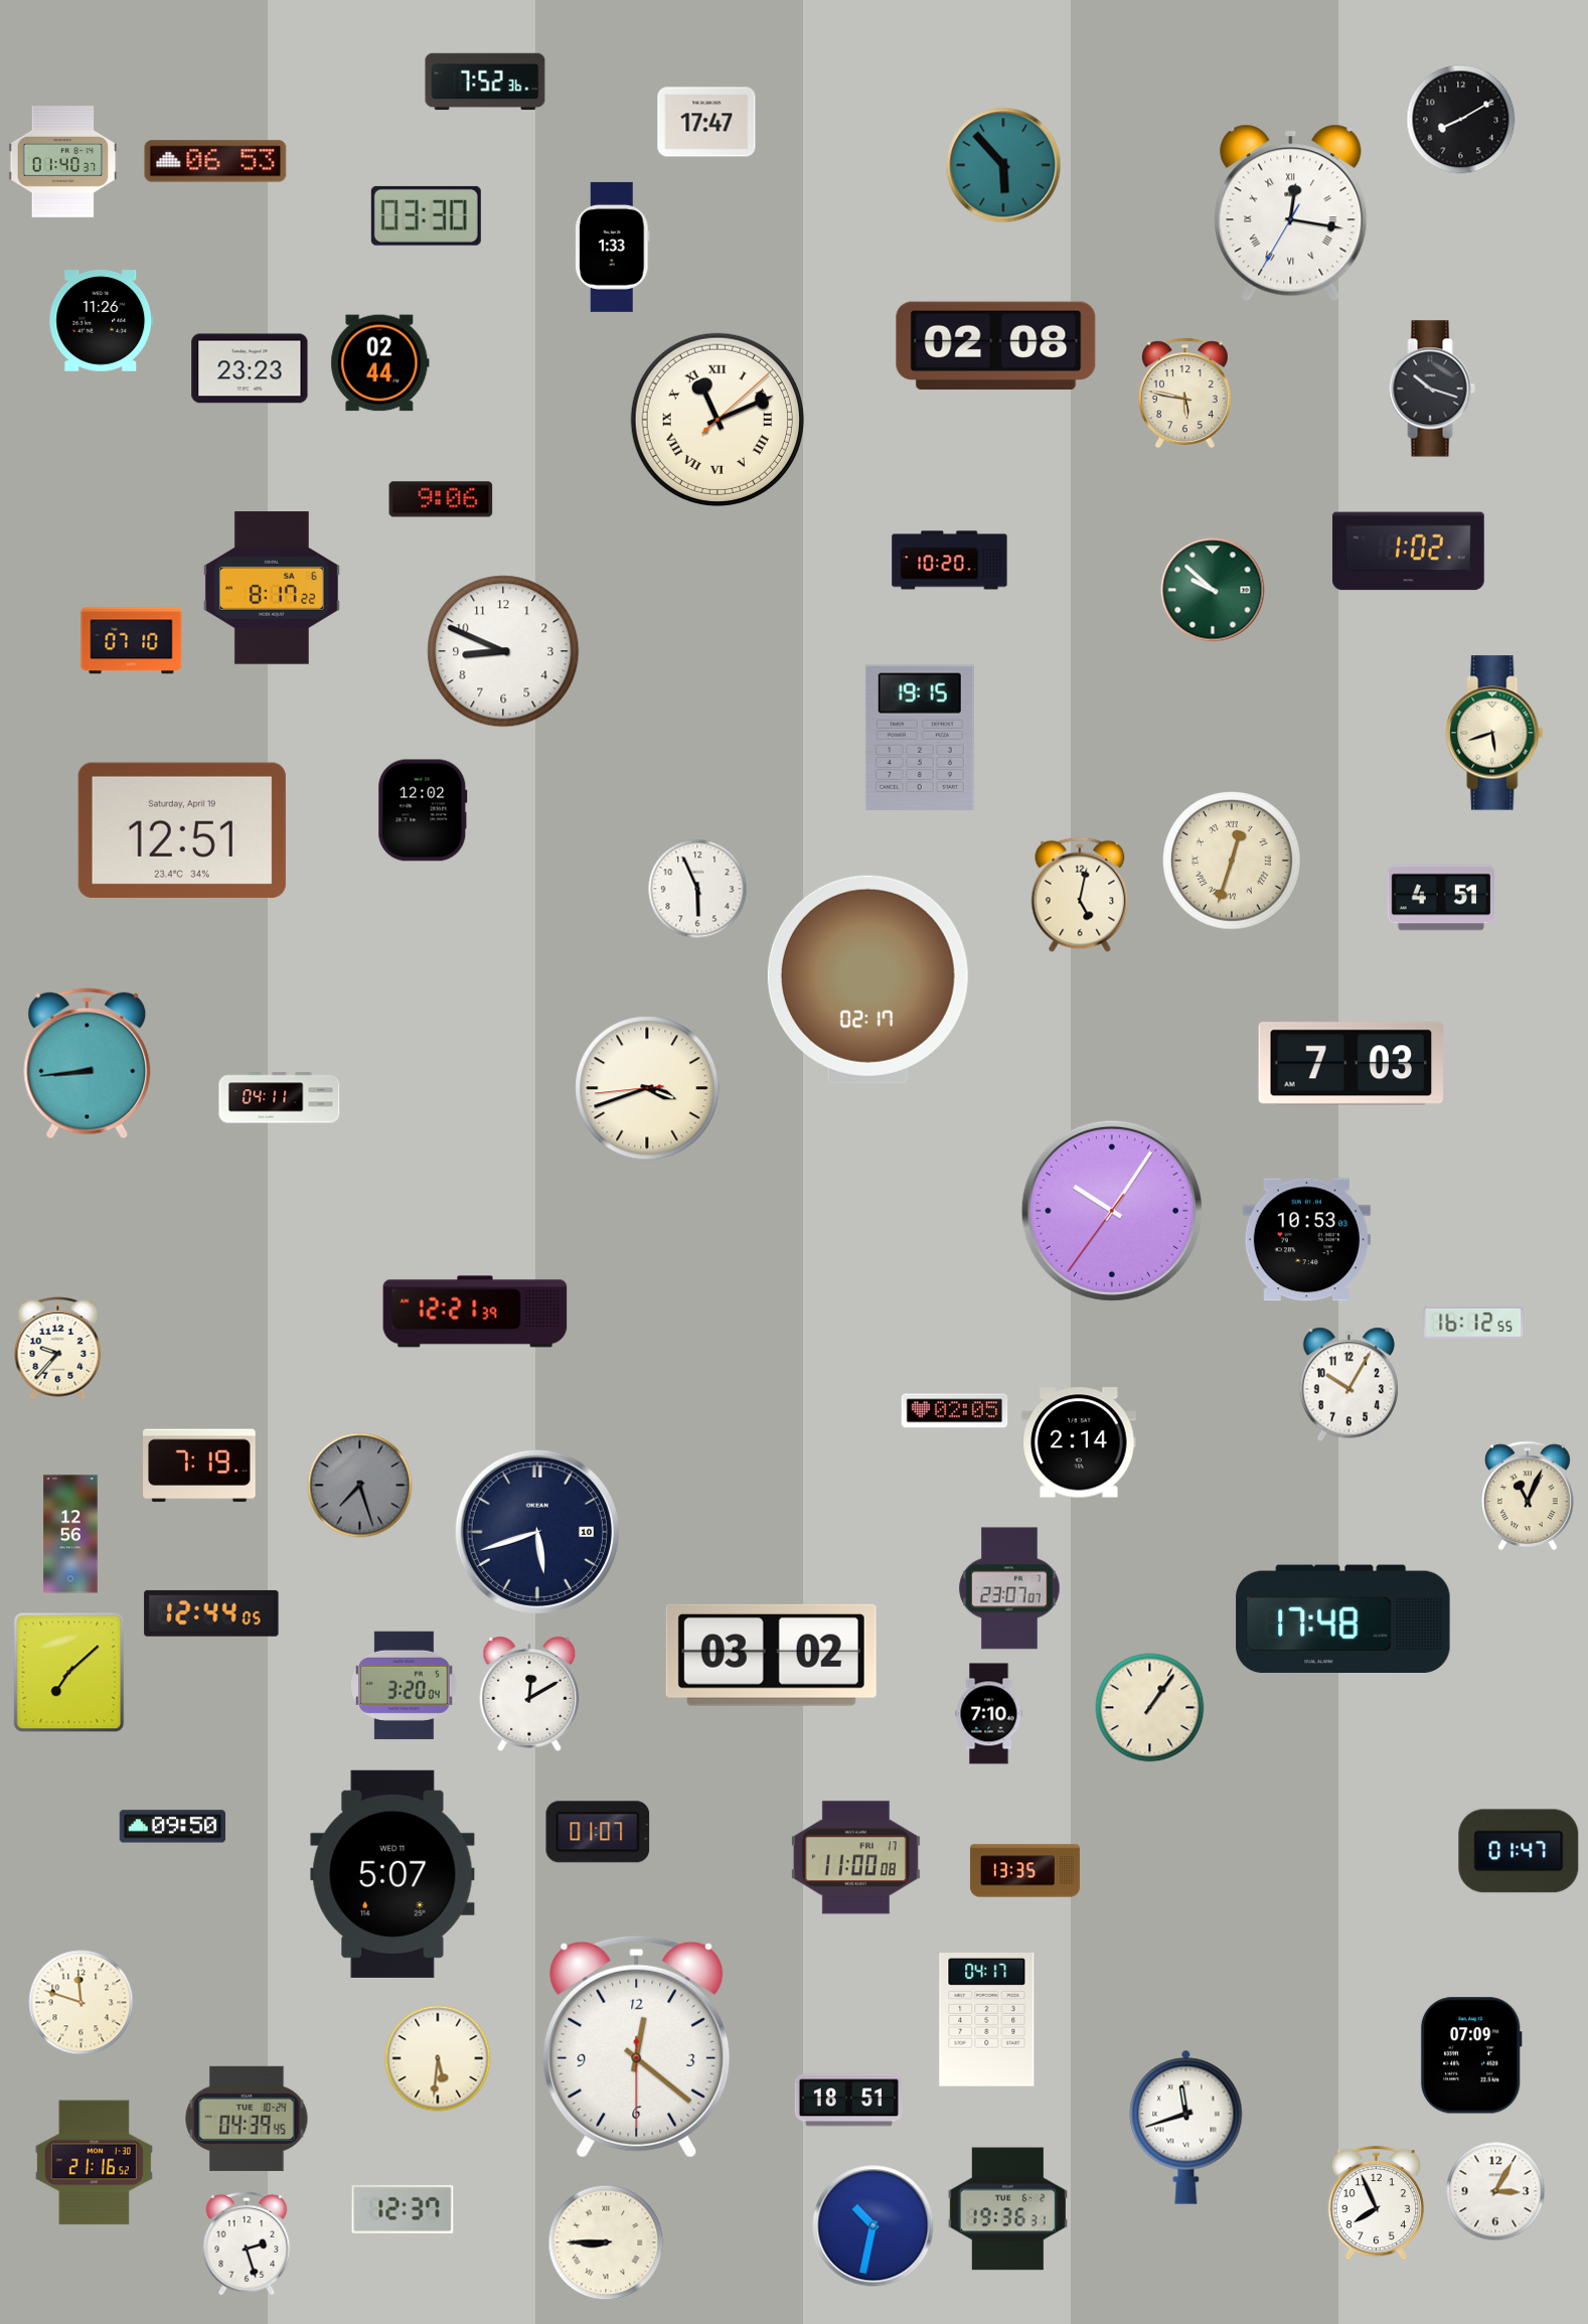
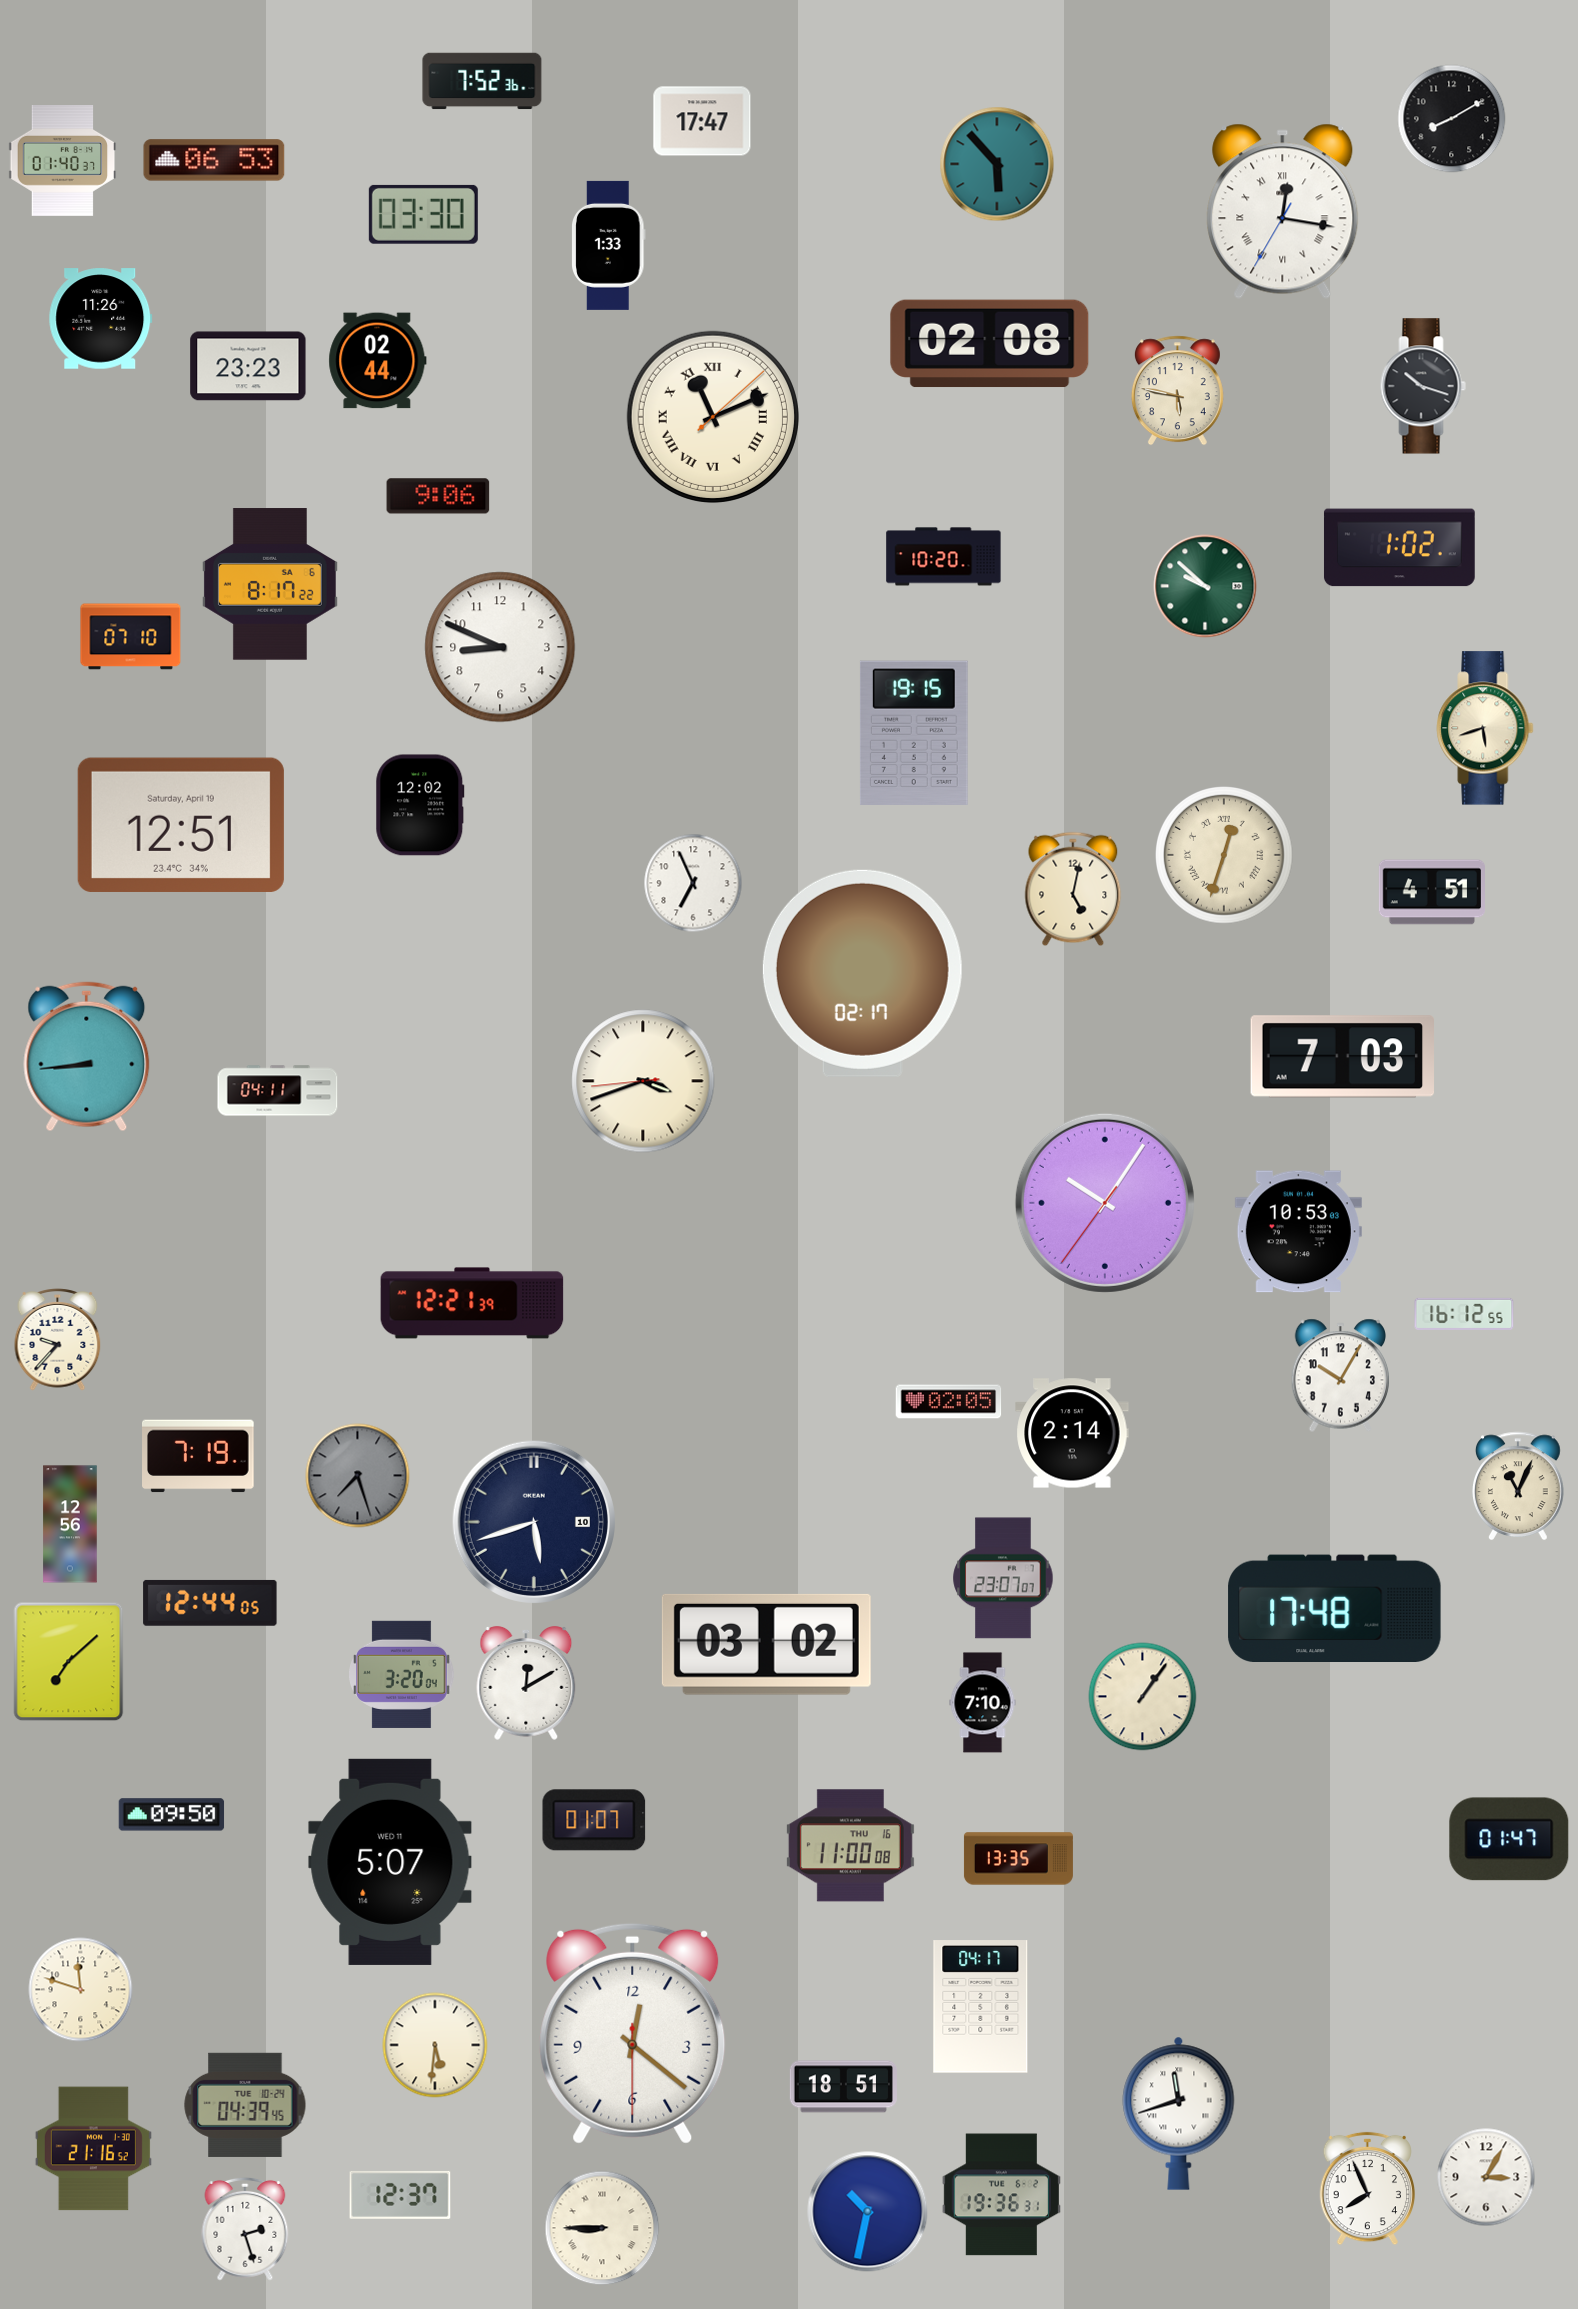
clock at (697, 889): 5:56 -> 6:56
clock at (855, 1858) date: FRI 17 -> THU 16
clock at (1471, 2055): 07:09 -> none
